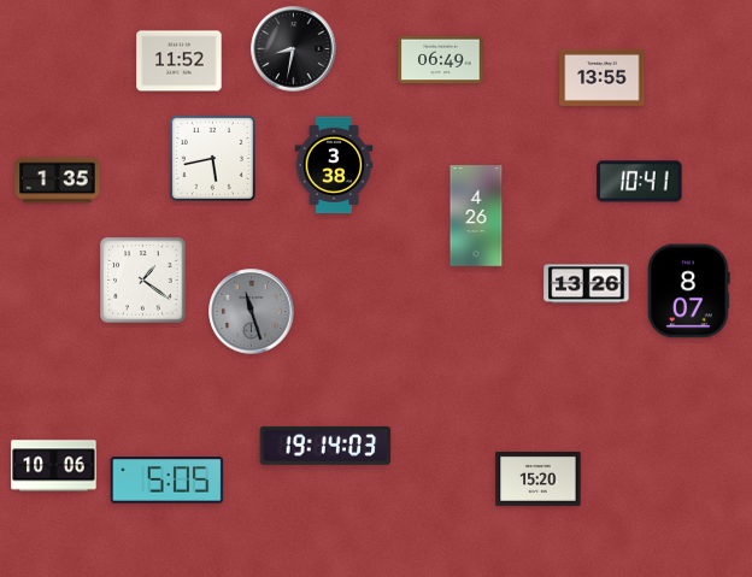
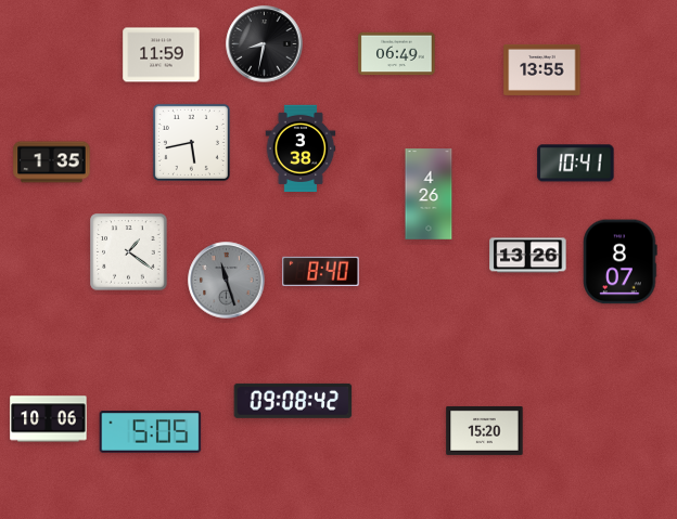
clock at (180, 61): 11:52 -> 11:59
clock at (321, 271): none -> 8:40
clock at (325, 446): 19:14 -> 09:08
